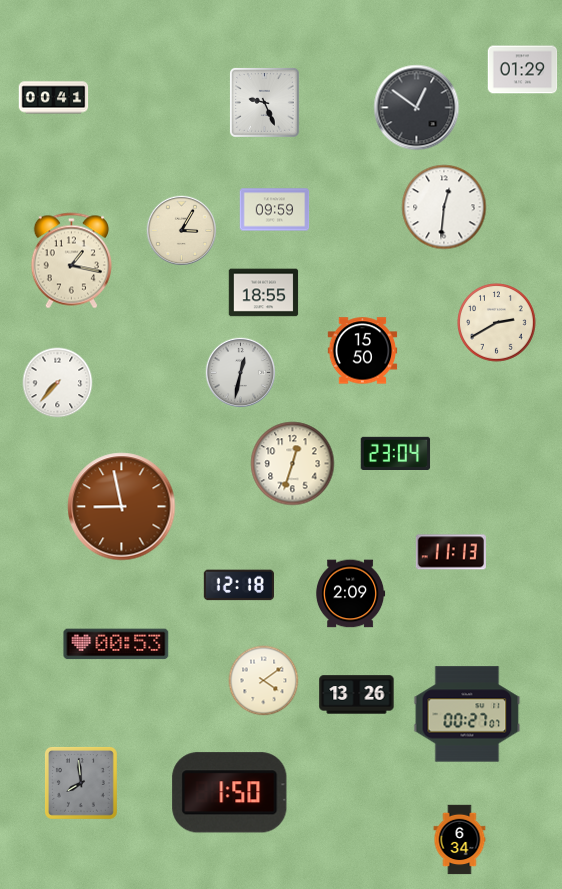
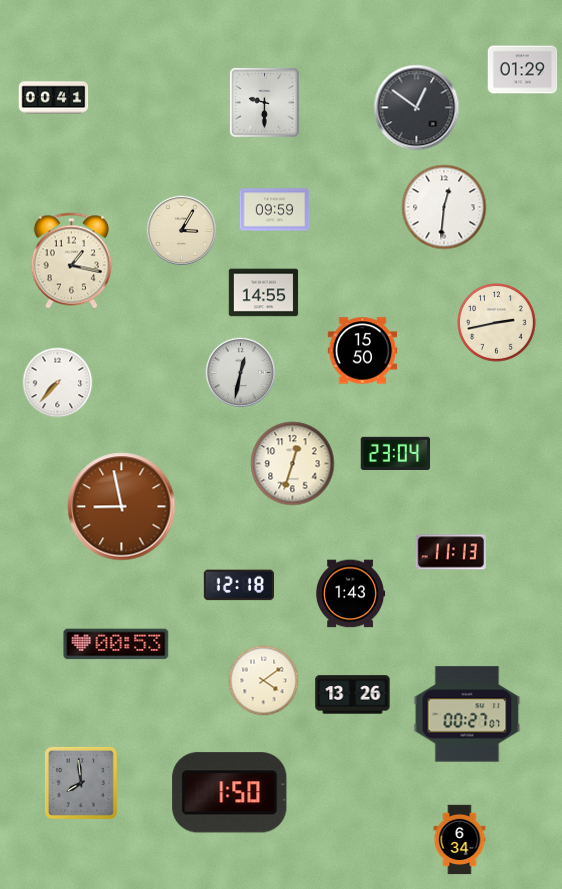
clock at (264, 102): 9:26 -> 9:30
clock at (264, 293): 18:55 -> 14:55
clock at (497, 323): 2:40 -> 2:43
clock at (350, 594): 2:09 -> 1:43
clock at (357, 695) position: (357, 695) -> (353, 695)
